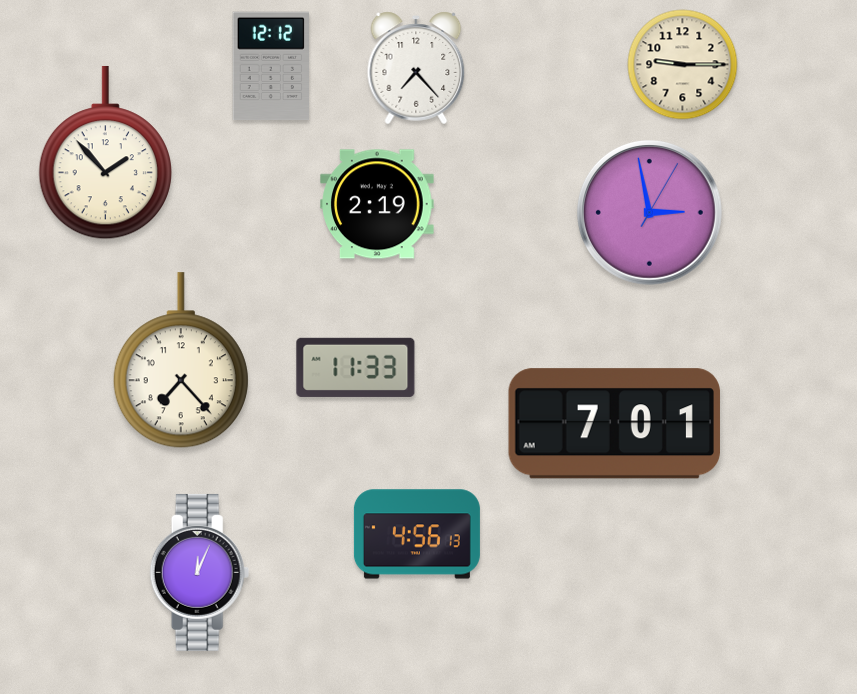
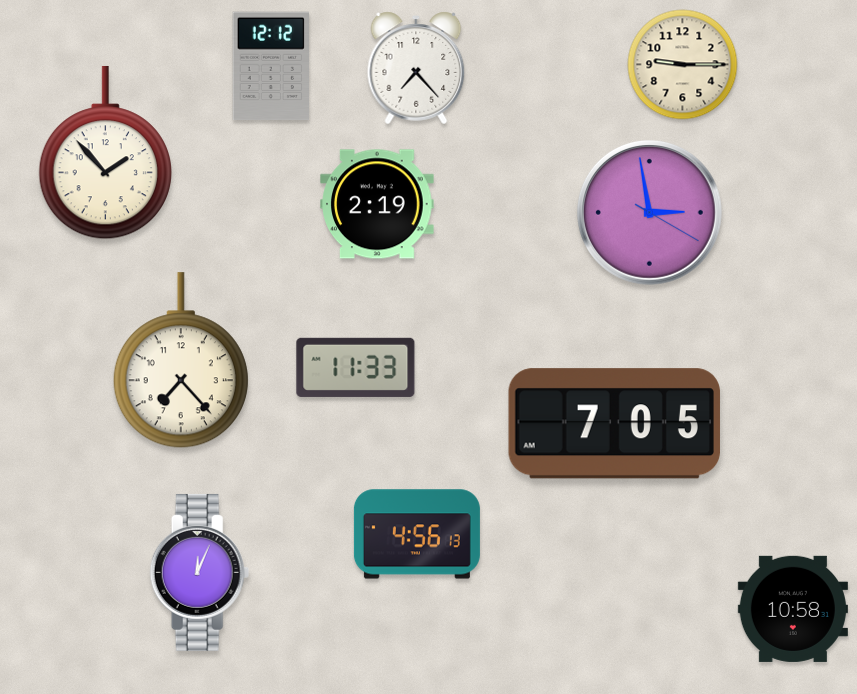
clock at (649, 212): 2:58:05 -> 2:58:20
clock at (614, 424): 7:01 -> 7:05
clock at (793, 609): none -> 10:58
